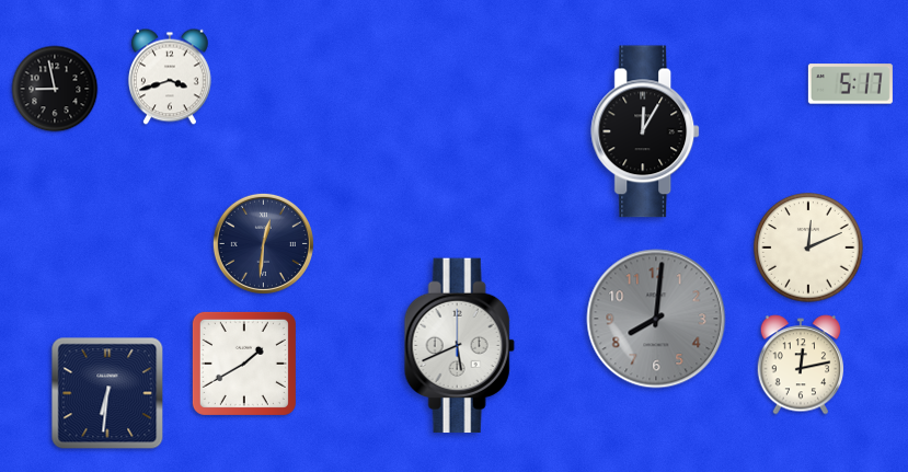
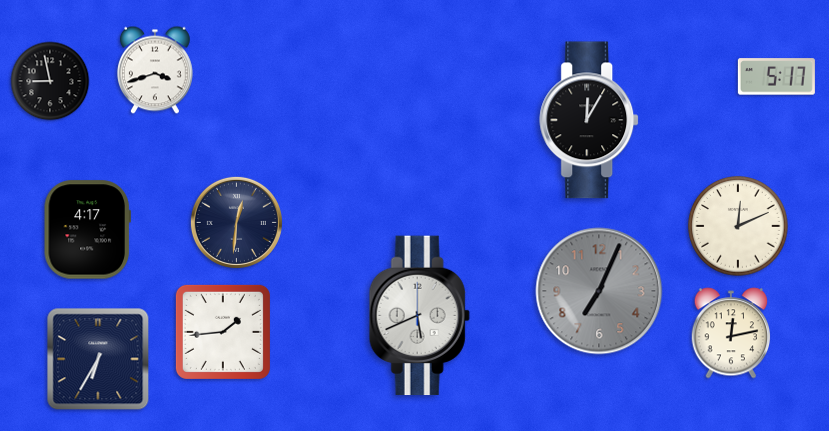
clock at (263, 243) position: (263, 243) -> (236, 222)
clock at (87, 230): none -> 4:17
clock at (656, 319): 8:01 -> 7:04
clock at (244, 364): 1:40 -> 1:44
clock at (107, 393): 6:31 -> 6:35
